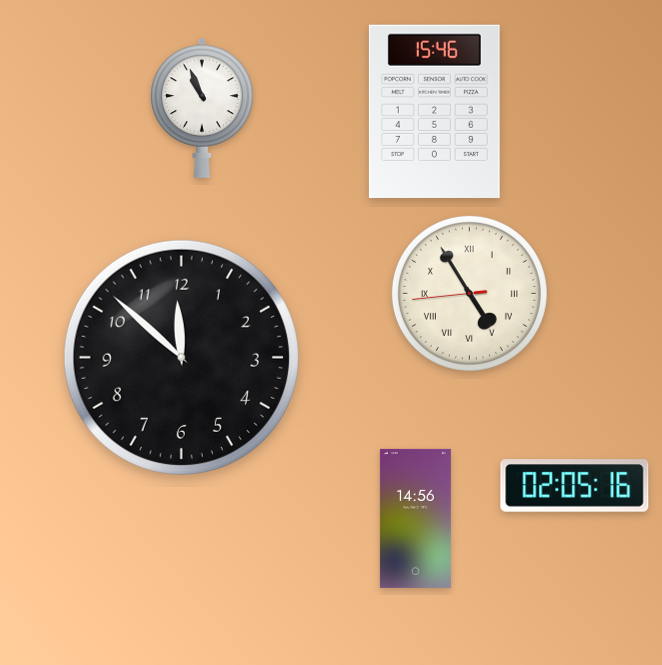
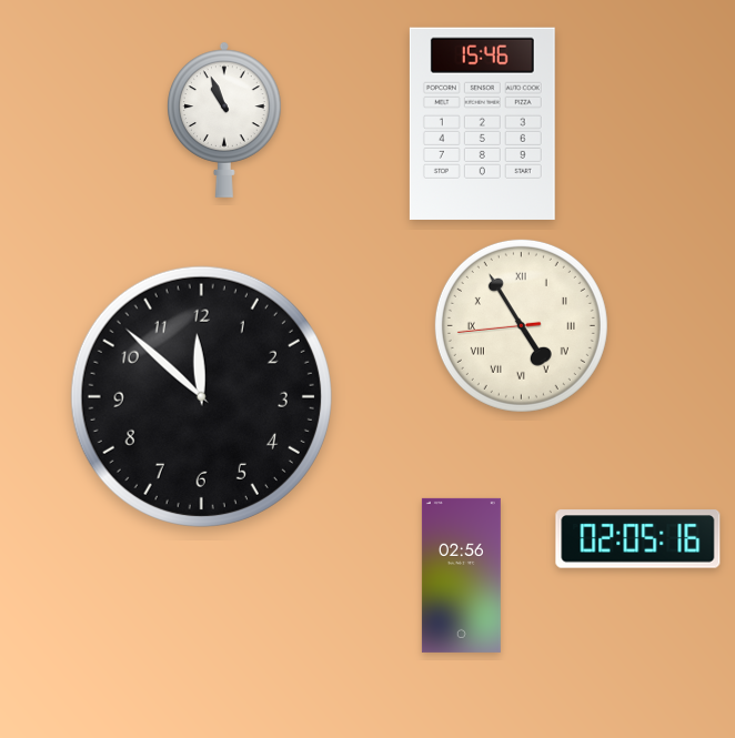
clock at (415, 518): 14:56 -> 02:56
